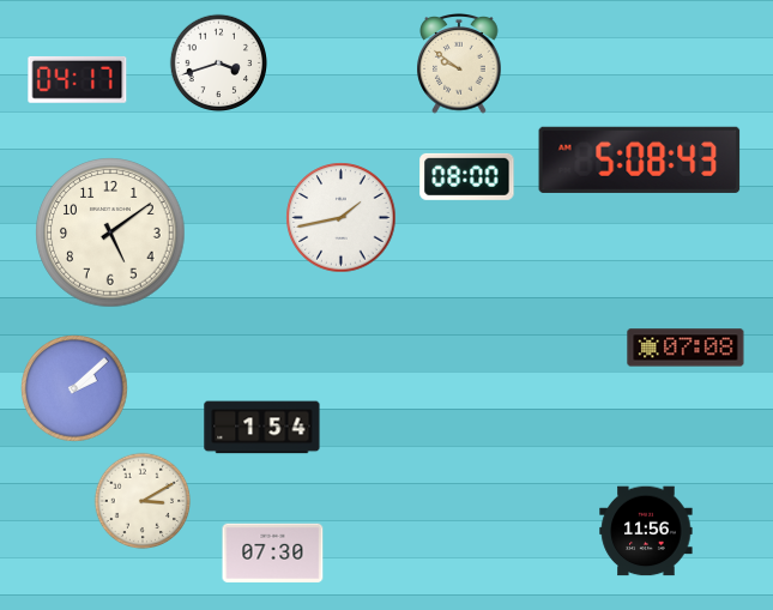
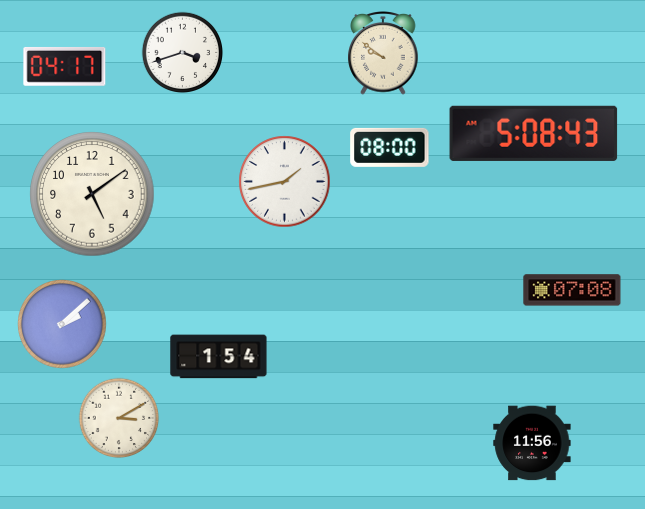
clock at (646, 531) position: (646, 531) -> (532, 443)
clock at (273, 552): 07:30 -> none
